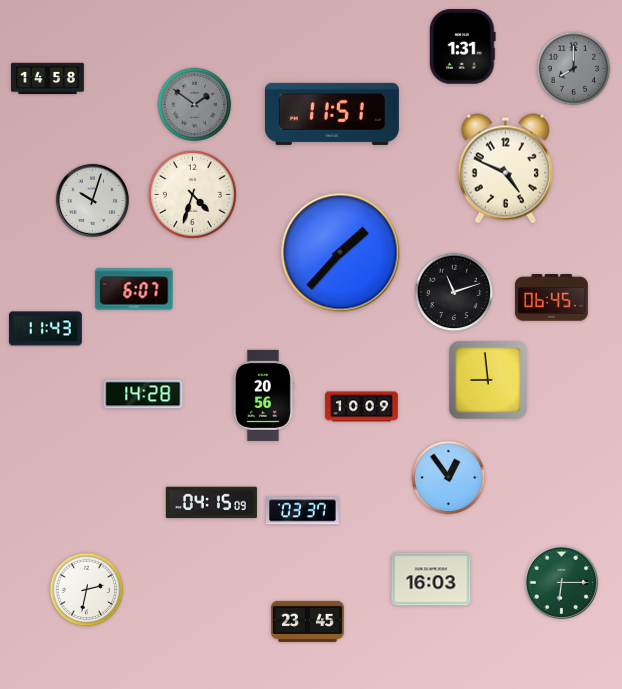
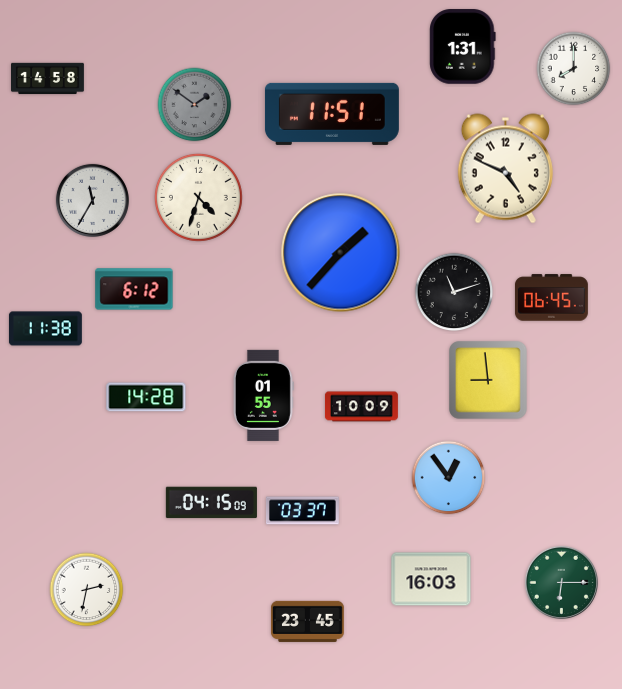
clock at (574, 69) dial: grey -> white
clock at (192, 194) position: (192, 194) -> (198, 197)
clock at (92, 200): 10:03 -> 11:35
clock at (134, 289): 6:07 -> 6:12
clock at (45, 329): 11:43 -> 11:38
clock at (143, 394) position: (143, 394) -> (146, 397)
clock at (263, 395): 20:56 -> 01:55
